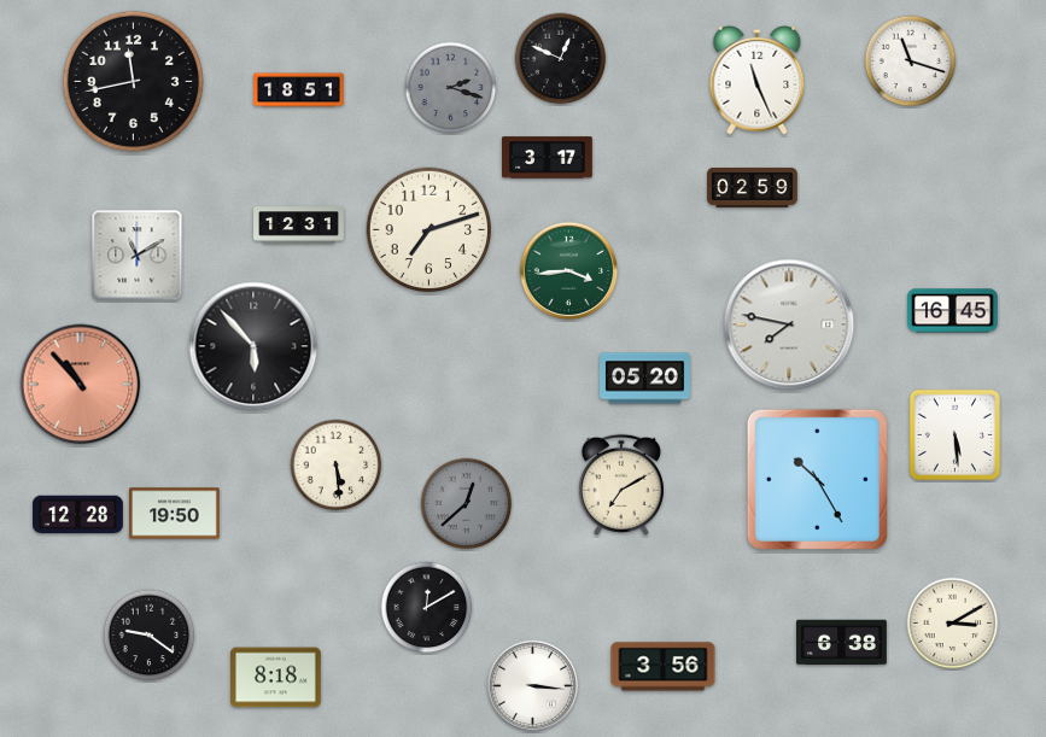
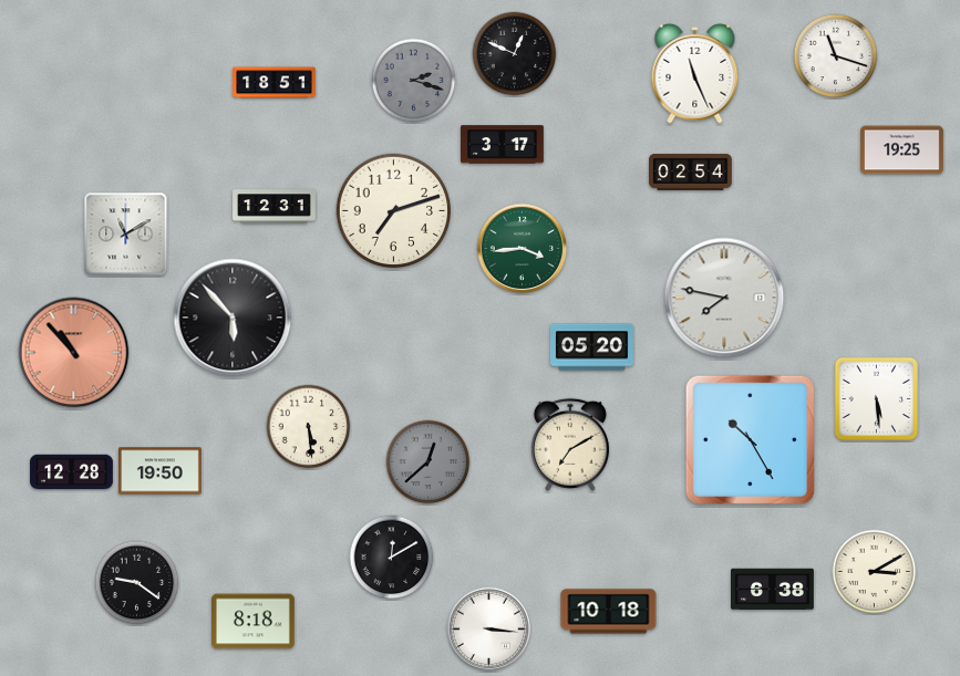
clock at (133, 81): 11:43 -> none
clock at (902, 150): none -> 19:25
clock at (753, 187): 02:59 -> 02:54
clock at (953, 311): 16:45 -> none
clock at (664, 667): 3:56 -> 10:18
